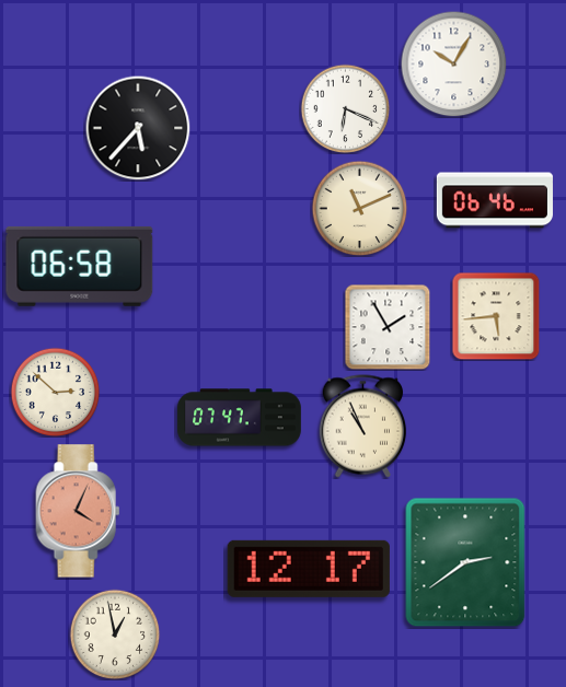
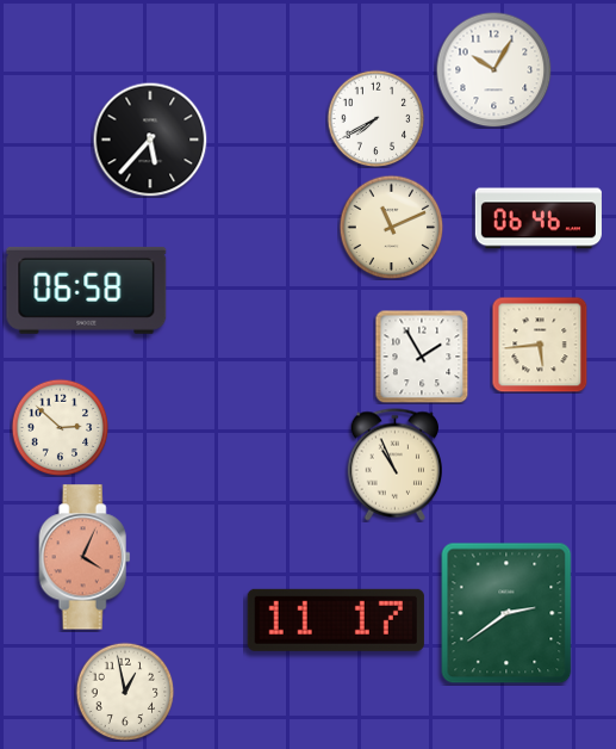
clock at (345, 108): 6:19 -> 7:40
clock at (240, 418): 07:47 -> none
clock at (309, 569): 12:17 -> 11:17
